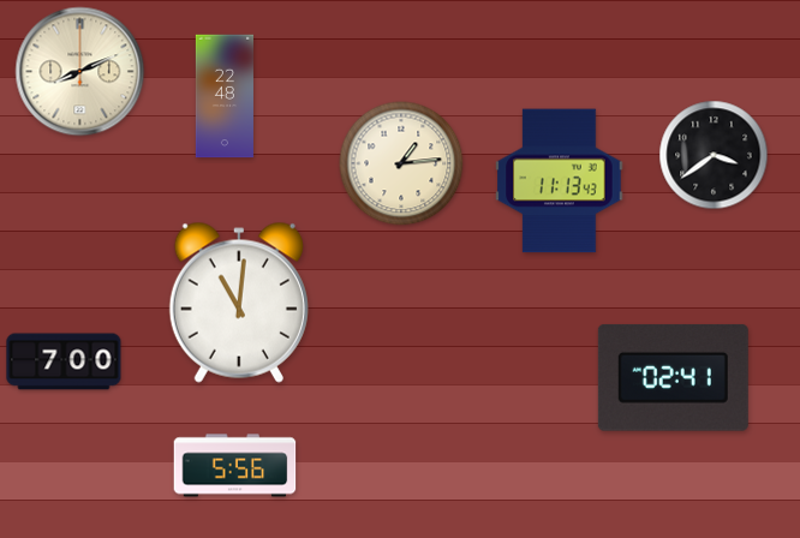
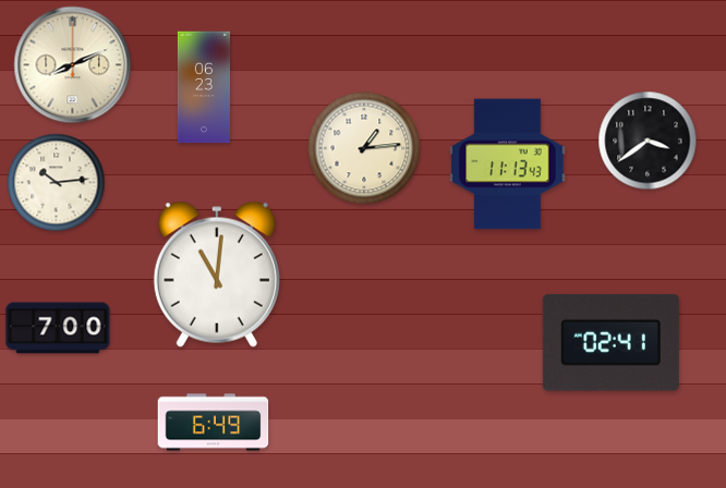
clock at (225, 96): 22:48 -> 06:23
clock at (57, 183): none -> 10:14
clock at (235, 466): 5:56 -> 6:49
